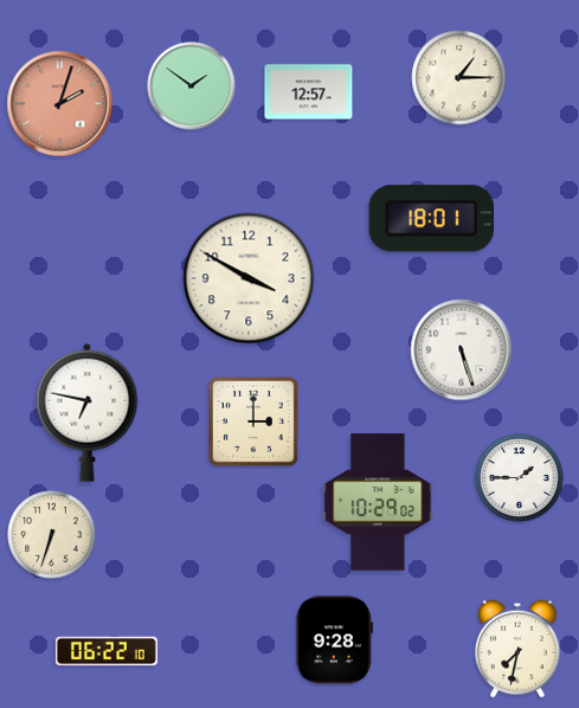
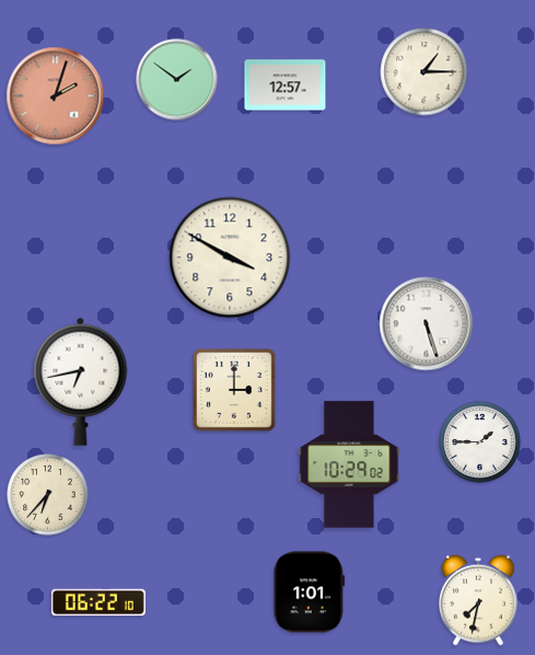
clock at (431, 219): 18:01 -> none
clock at (88, 412): 6:47 -> 6:43
clock at (52, 535): 6:33 -> 6:37
clock at (335, 641): 9:28 -> 1:01
